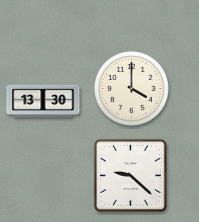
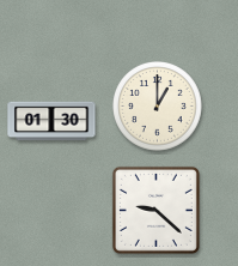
clock at (132, 89): 4:00 -> 1:00
clock at (43, 101): 13:30 -> 01:30
